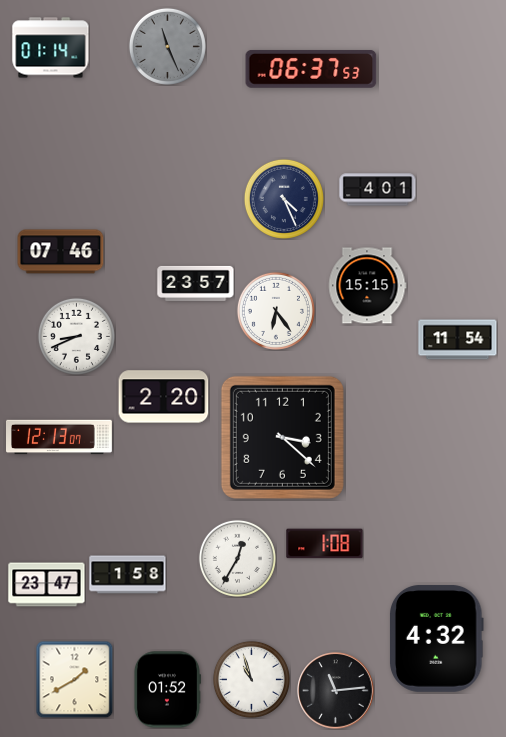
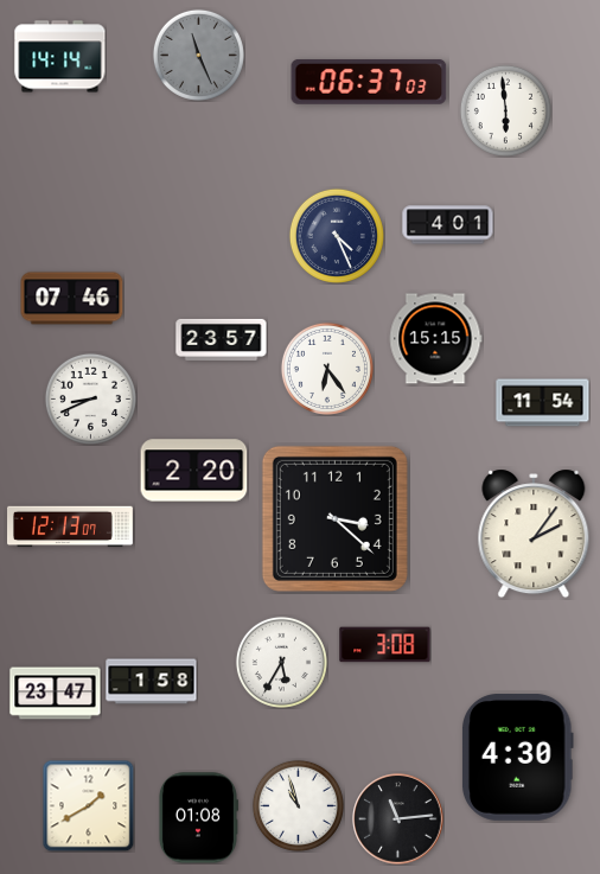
clock at (51, 48): 01:14 -> 14:14
clock at (311, 69): 06:37:53 -> 06:37:03
clock at (505, 110): none -> 5:59
clock at (196, 283) position: (196, 283) -> (222, 339)
clock at (60, 437) position: (60, 437) -> (71, 527)
clock at (534, 534): none -> 2:06
clock at (325, 544): 1:08 -> 3:08
clock at (237, 558): 12:35 -> 5:35
clock at (436, 639): 4:32 -> 4:30
clock at (167, 690): 01:52 -> 01:08
